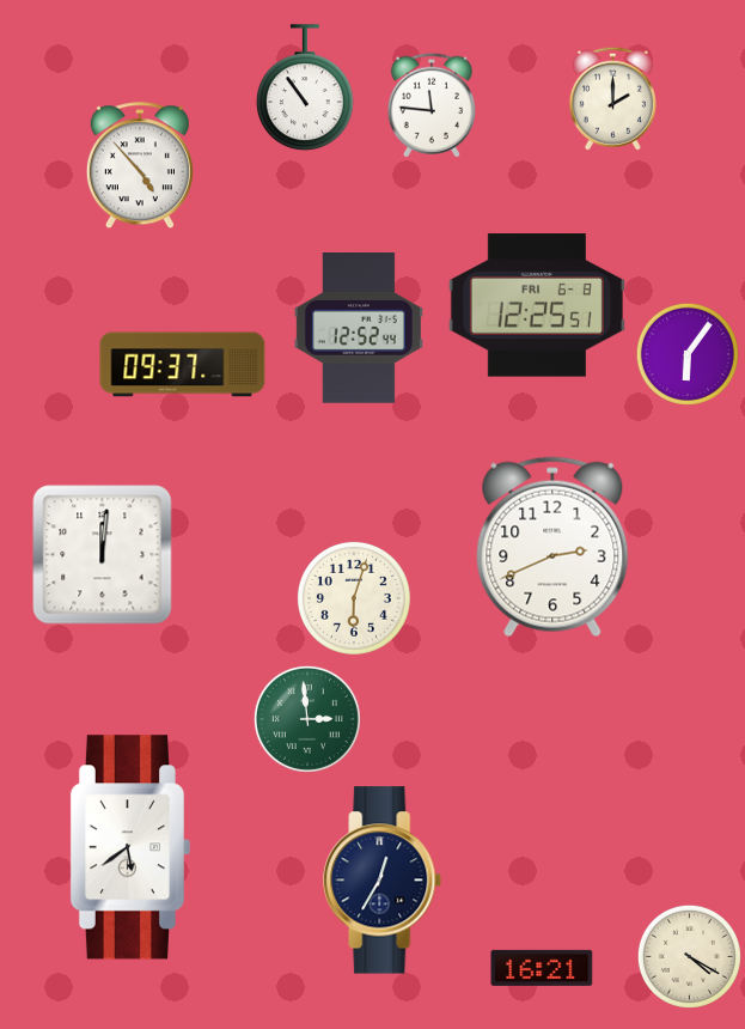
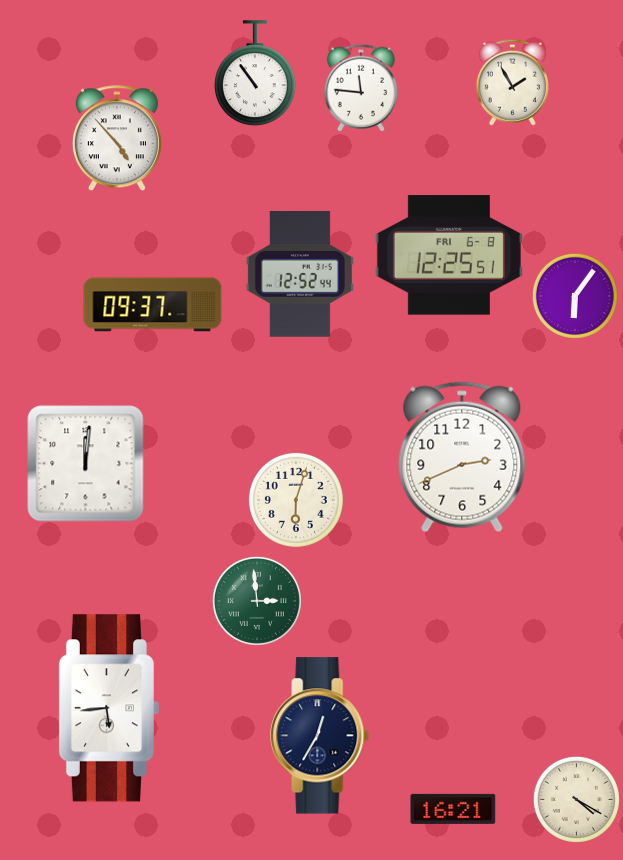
clock at (612, 98): 2:00 -> 1:55
clock at (129, 847): 5:39 -> 5:44
